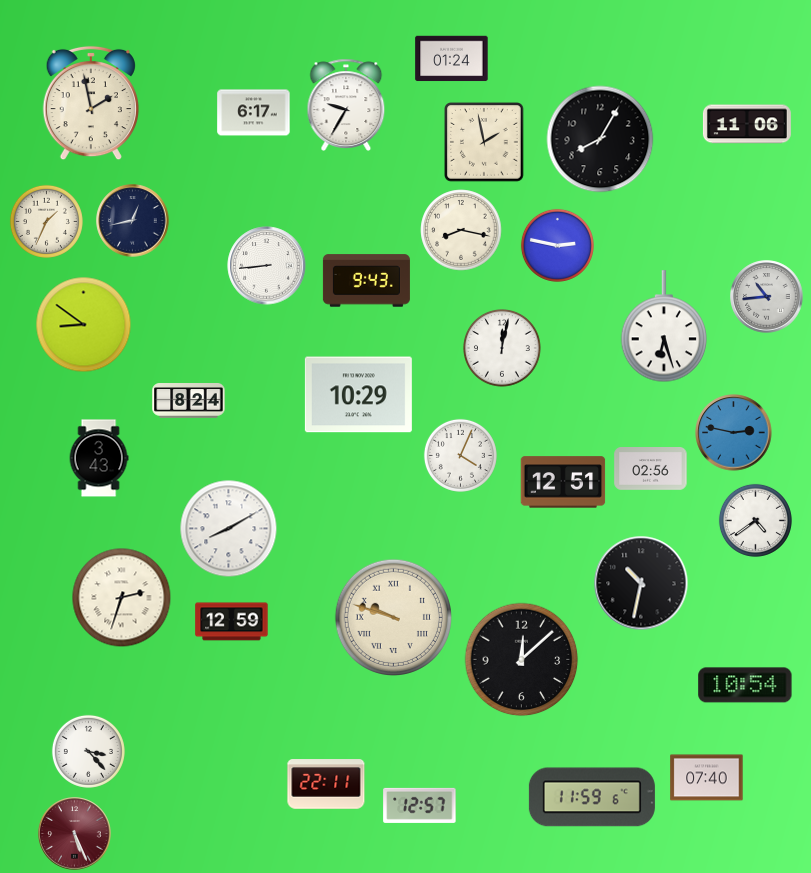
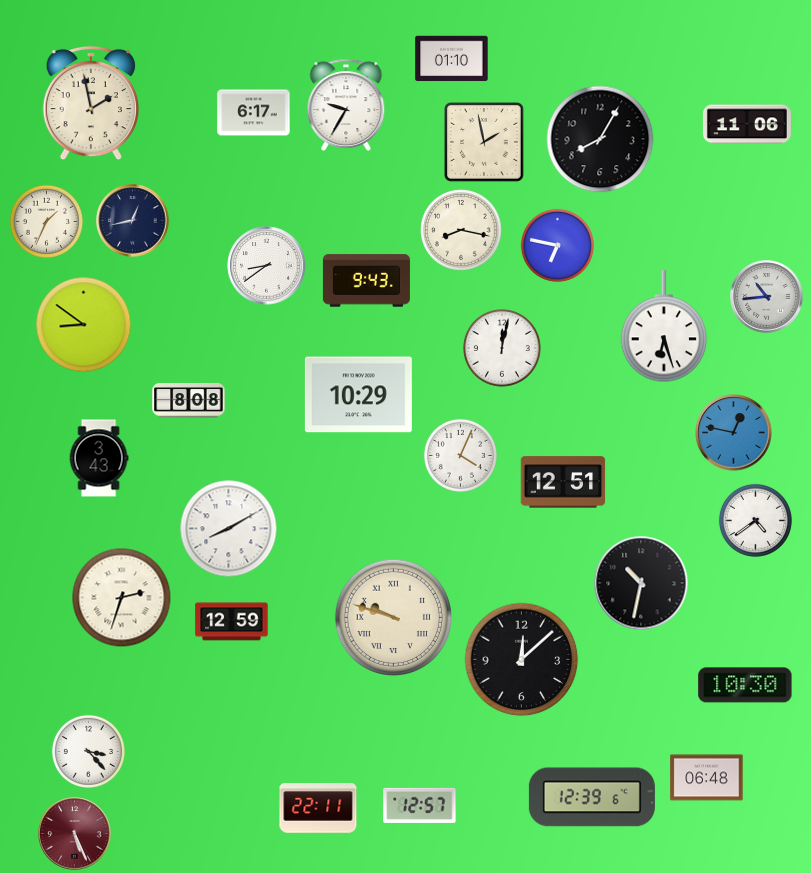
clock at (452, 59): 01:24 -> 01:10
clock at (557, 245): 2:47 -> 6:47
clock at (267, 266): 8:44 -> 8:39
clock at (189, 401): 8:24 -> 8:08
clock at (734, 433): 2:47 -> 12:47
clock at (651, 469): 02:56 -> none
clock at (745, 685): 10:54 -> 10:30
clock at (707, 778): 07:40 -> 06:48
clock at (326, 784) position: (326, 784) -> (318, 808)
clock at (592, 797): 11:59 -> 12:39
